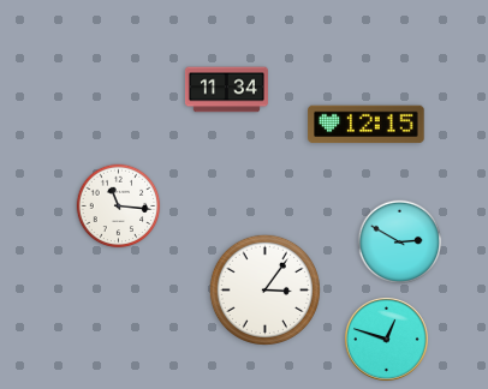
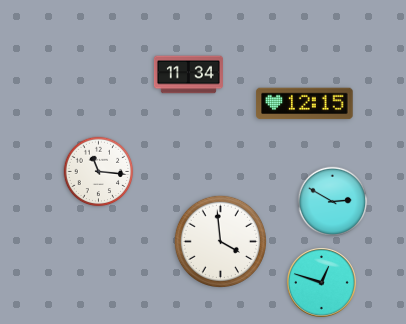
clock at (264, 289): 3:06 -> 3:59
